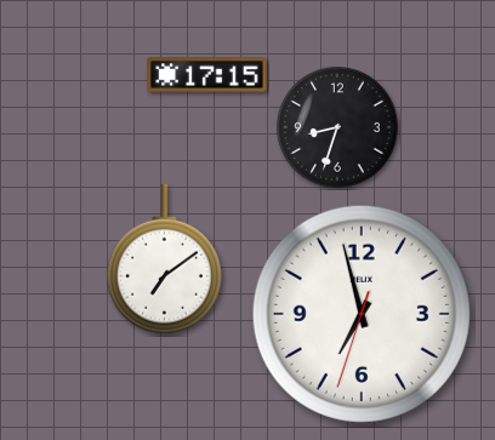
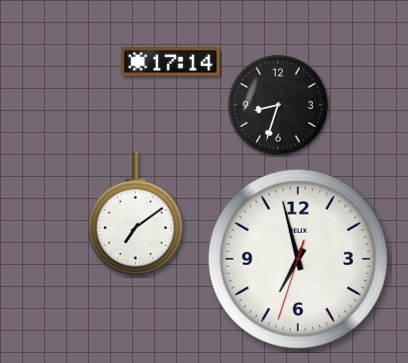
clock at (207, 75): 17:15 -> 17:14
